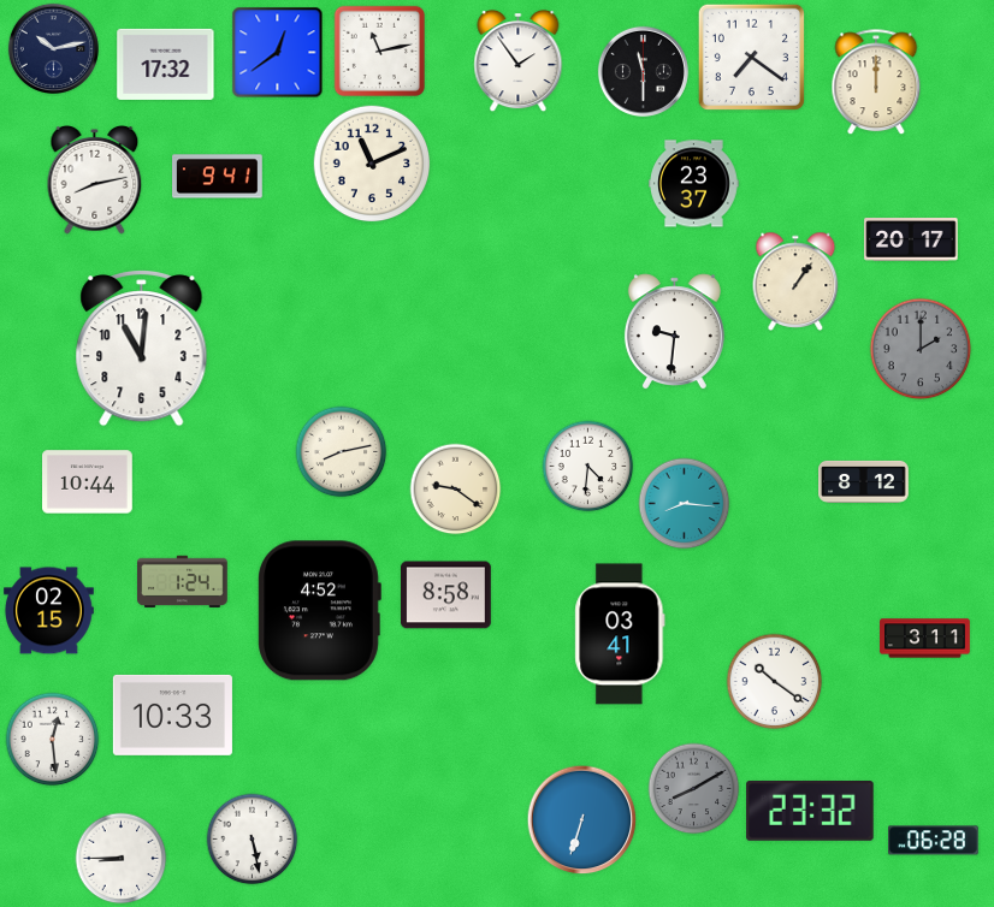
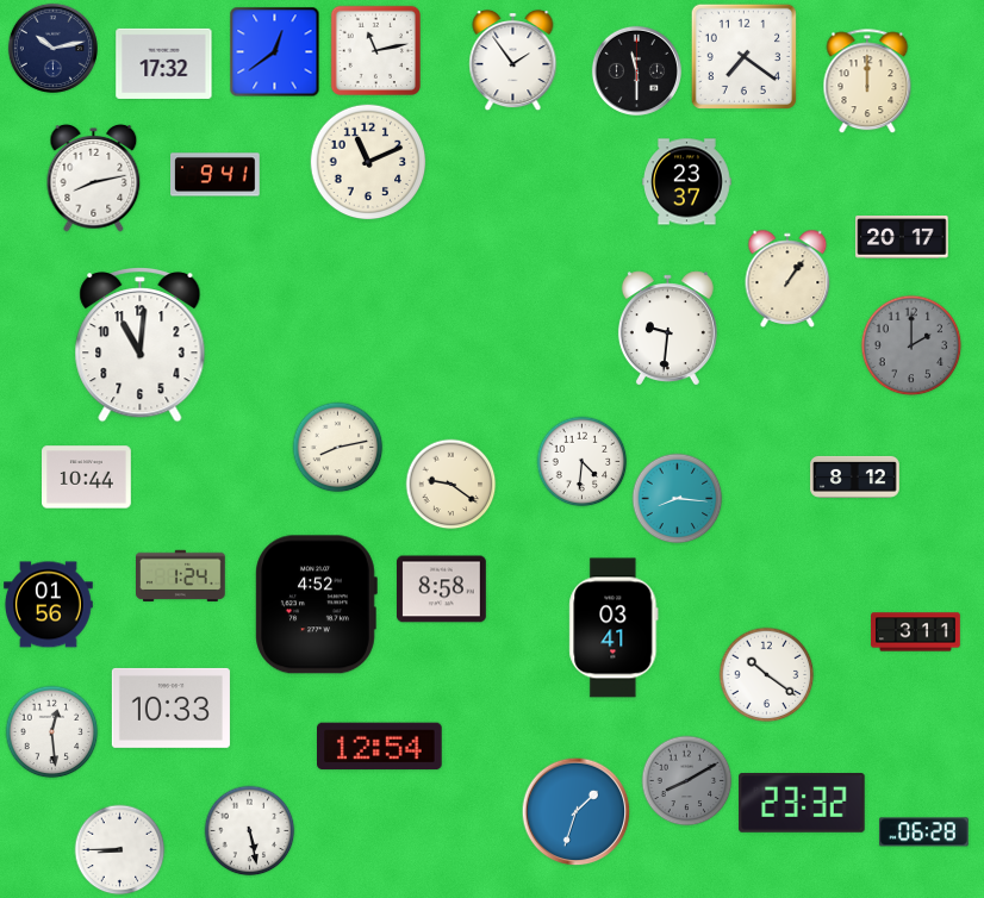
clock at (49, 611): 02:15 -> 01:56
clock at (380, 747): none -> 12:54
clock at (582, 820): 6:33 -> 1:33
